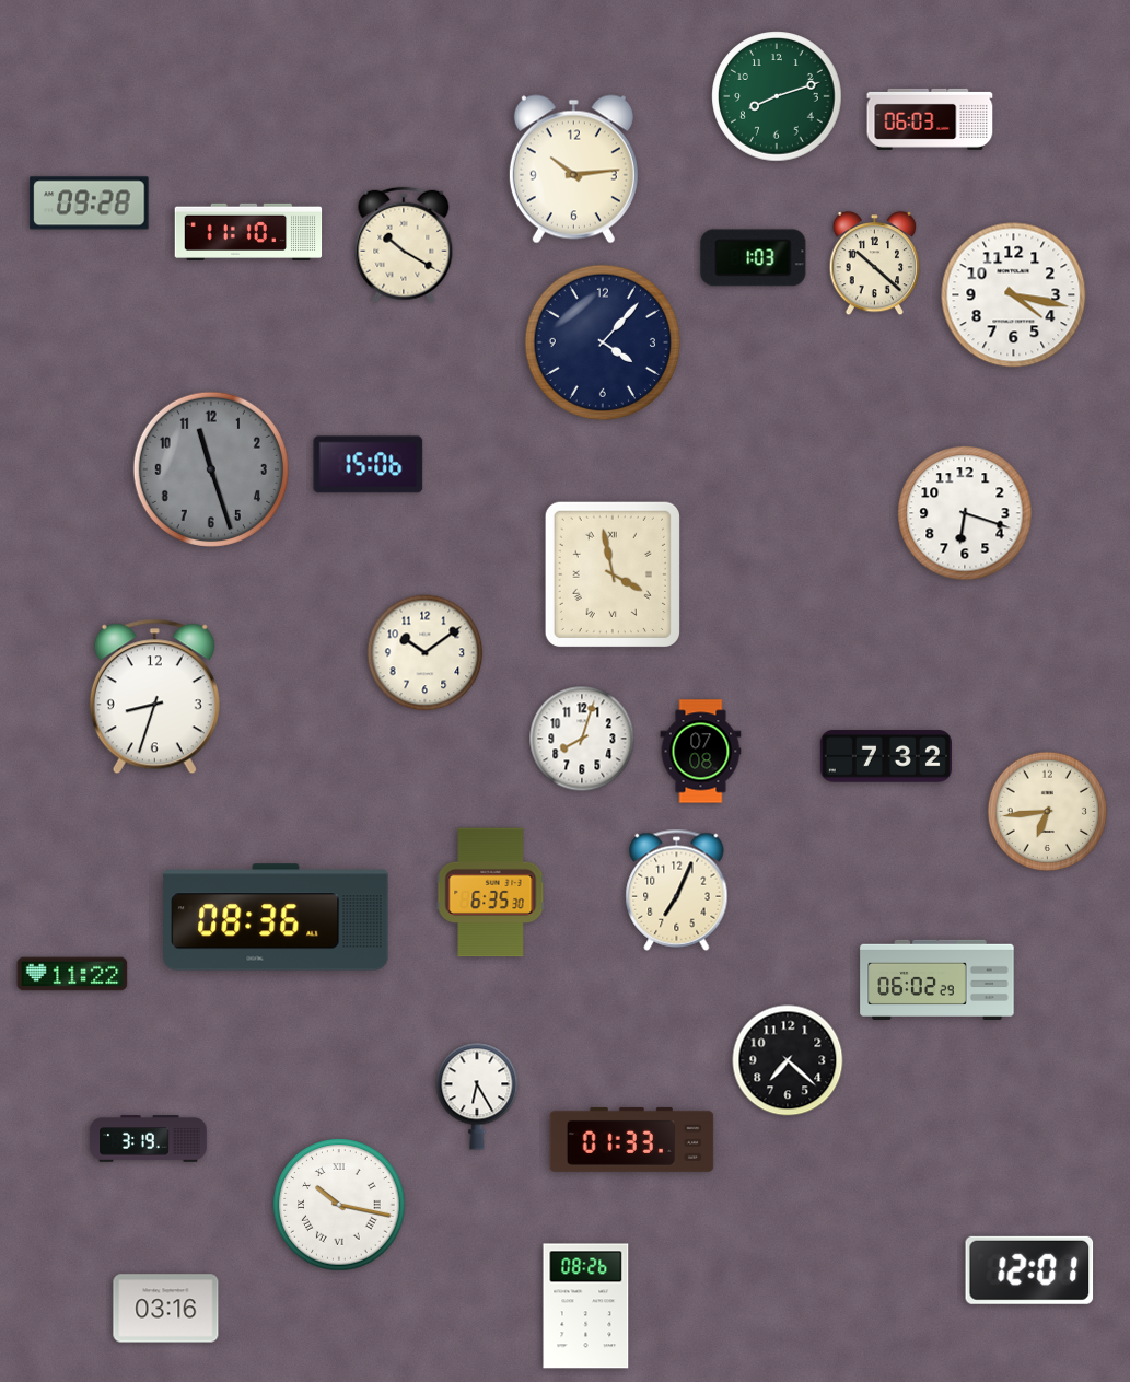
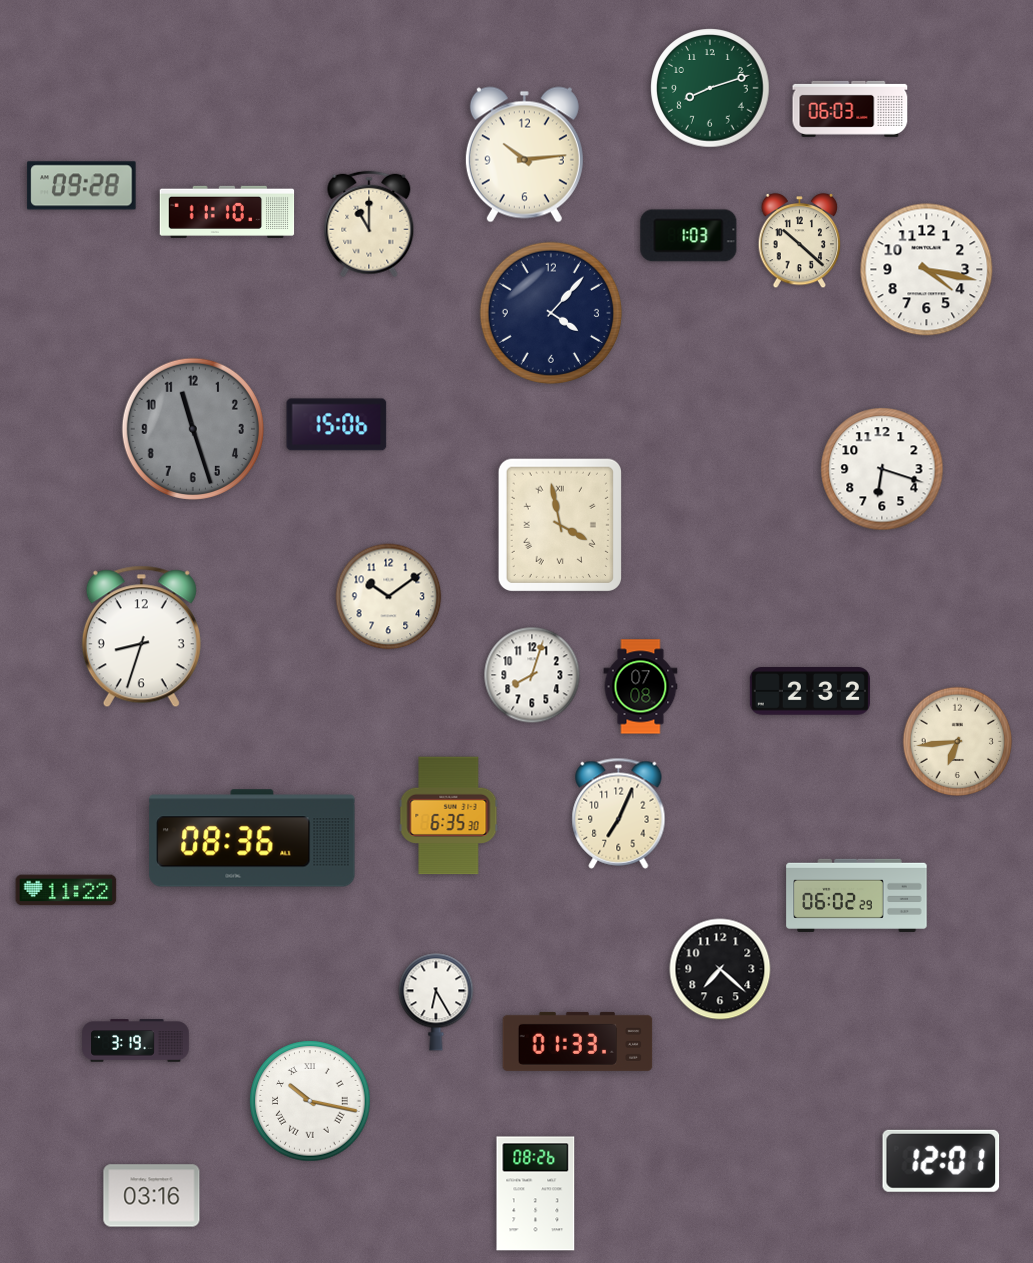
clock at (404, 245): 10:20 -> 11:00
clock at (886, 756): 7:32 -> 2:32
